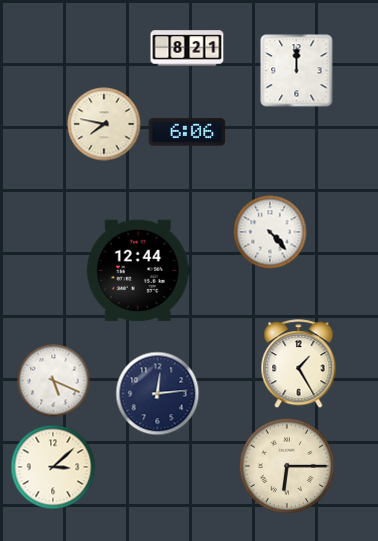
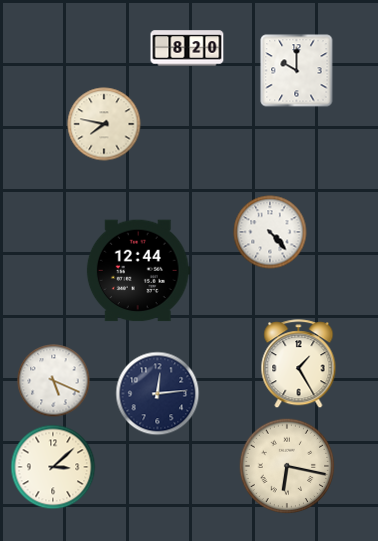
clock at (187, 48): 8:21 -> 8:20
clock at (297, 71): 12:00 -> 10:00
clock at (187, 132): 6:06 -> none
clock at (287, 466): 6:15 -> 6:17
